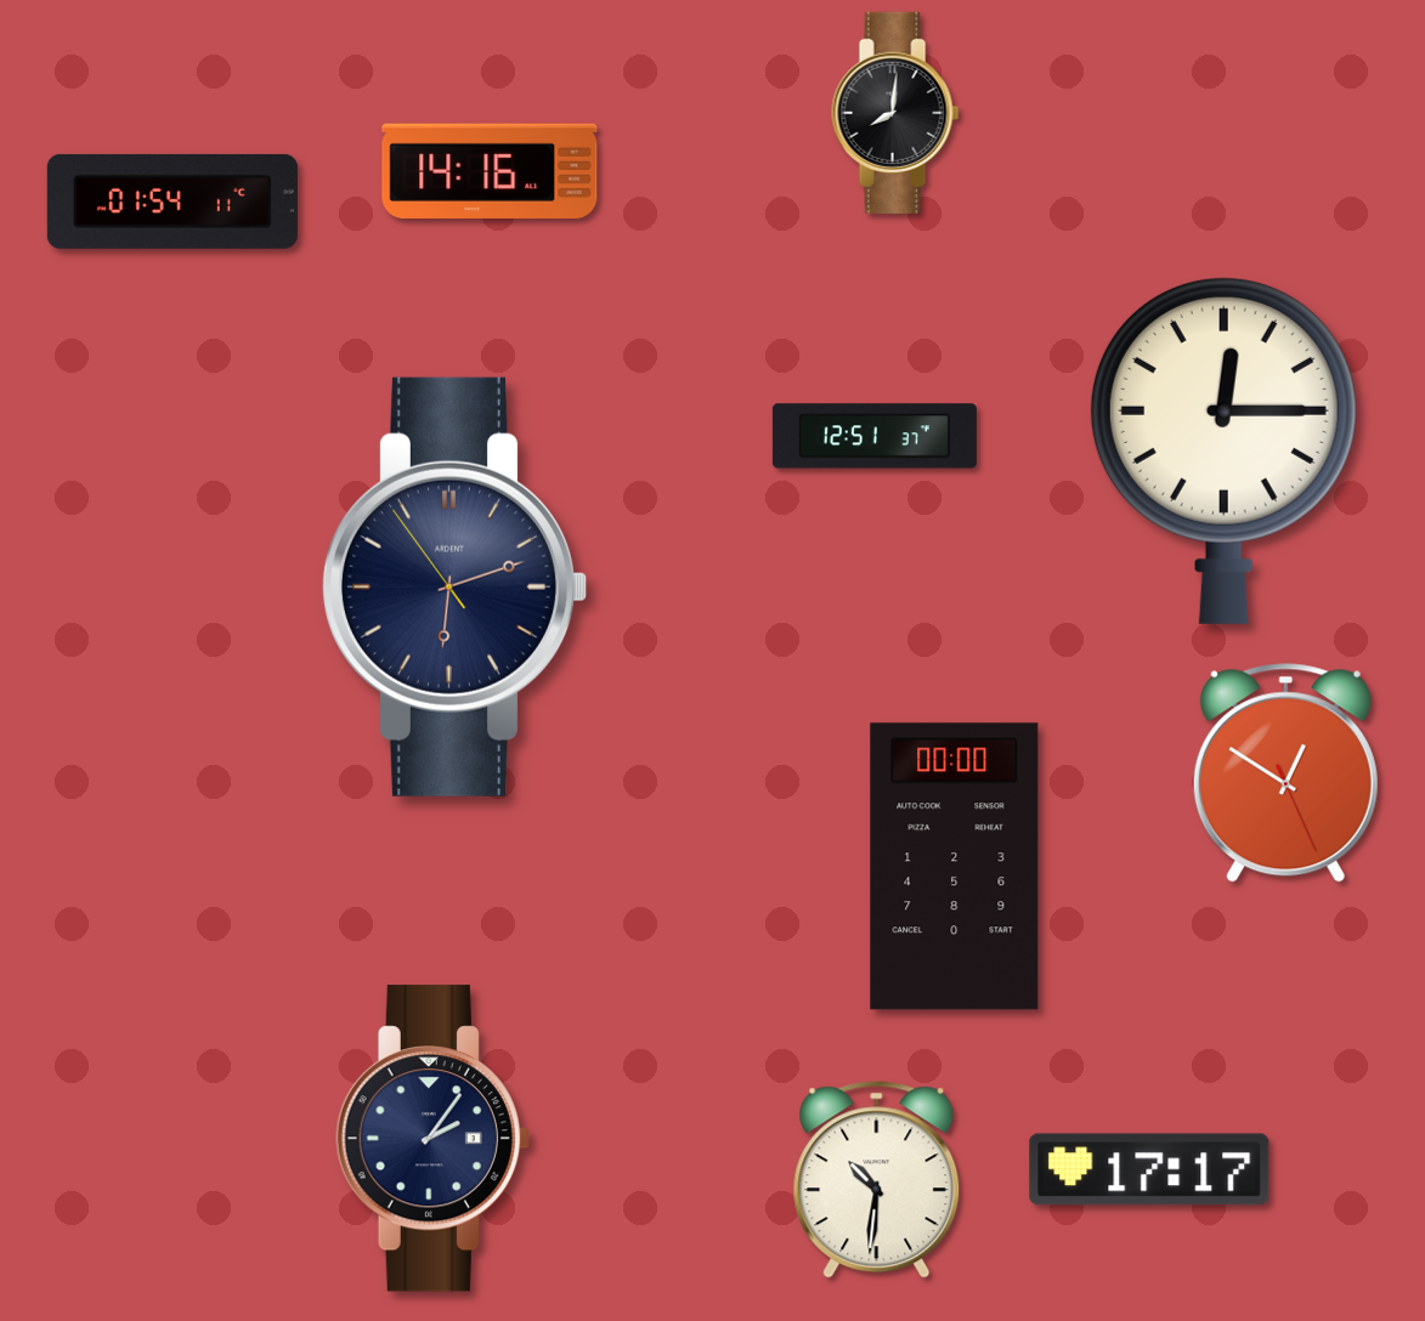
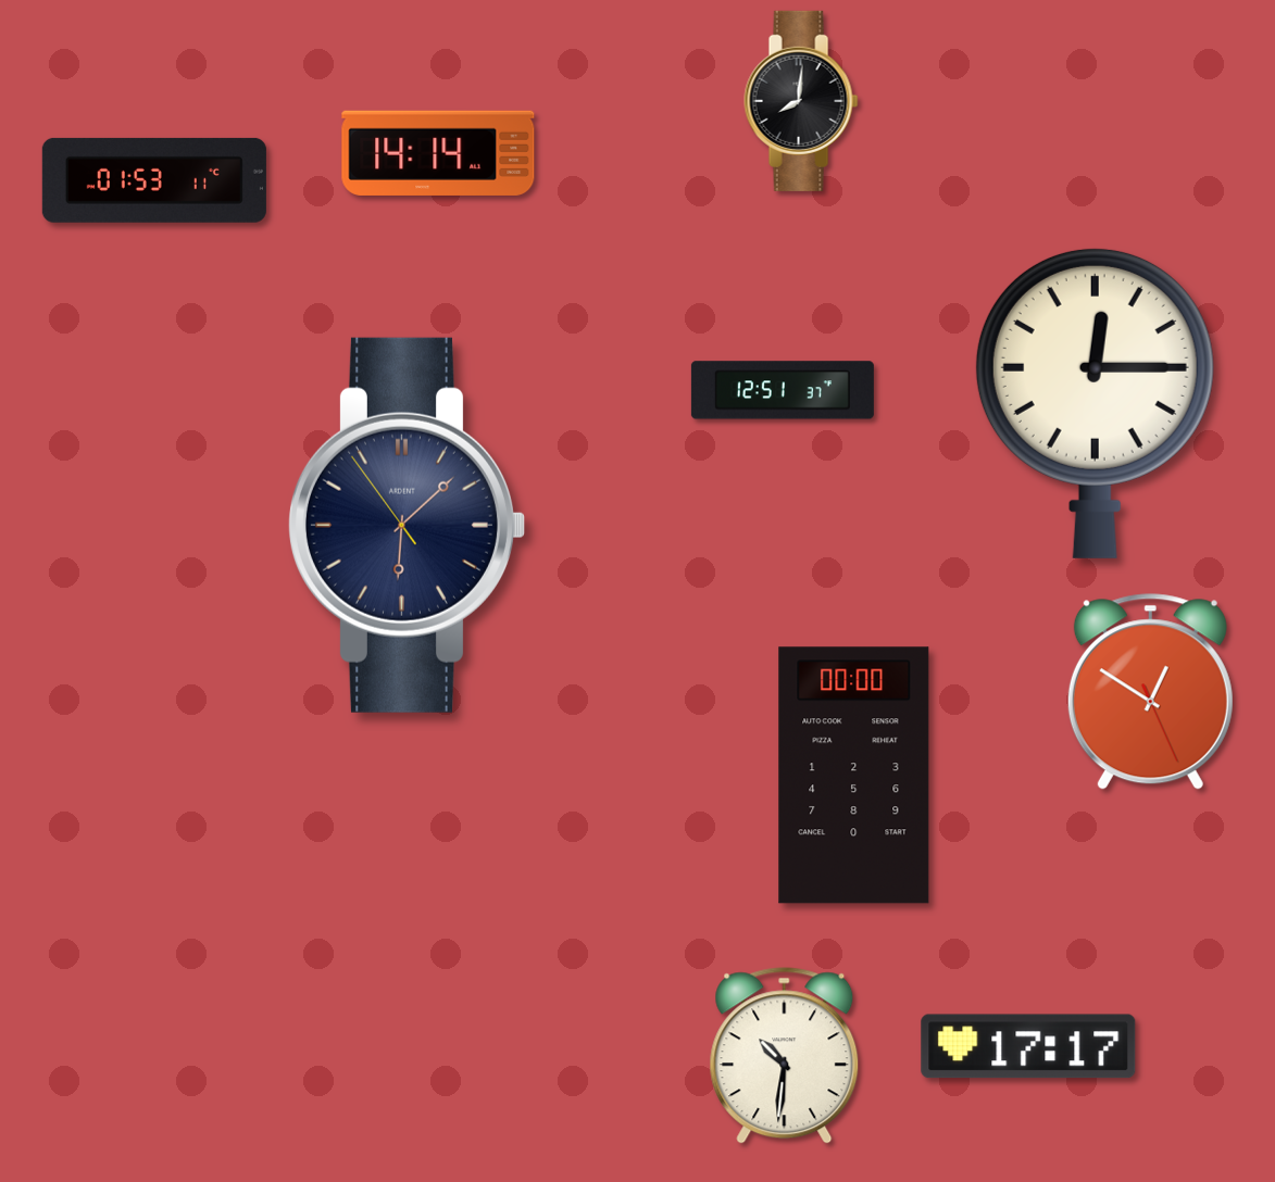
clock at (490, 171): 14:16 -> 14:14
clock at (173, 202): 01:54 -> 01:53
clock at (454, 586): 6:11 -> 6:07
clock at (432, 1139): 2:06 -> none
